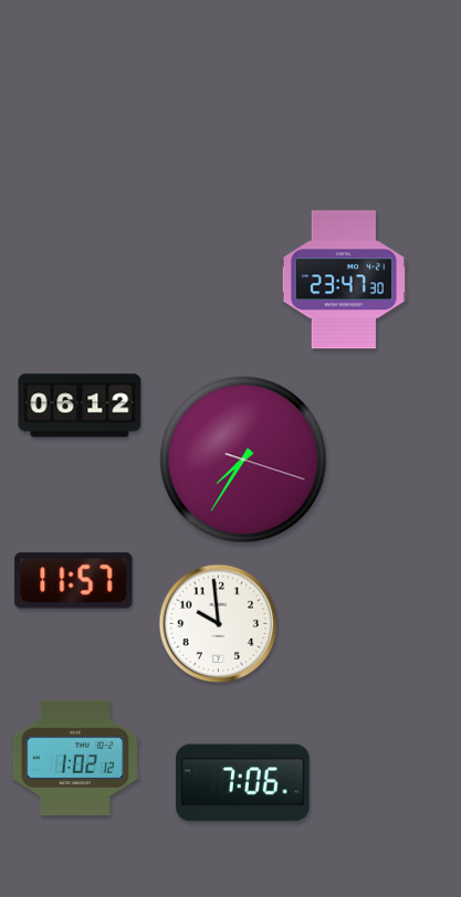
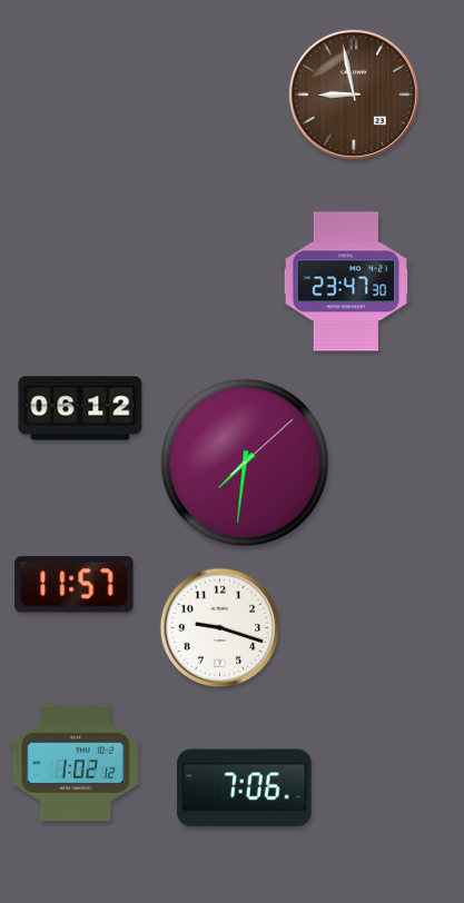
clock at (354, 95): none -> 8:58
clock at (243, 460): 7:35 -> 7:31
clock at (219, 624): 9:59 -> 9:18
